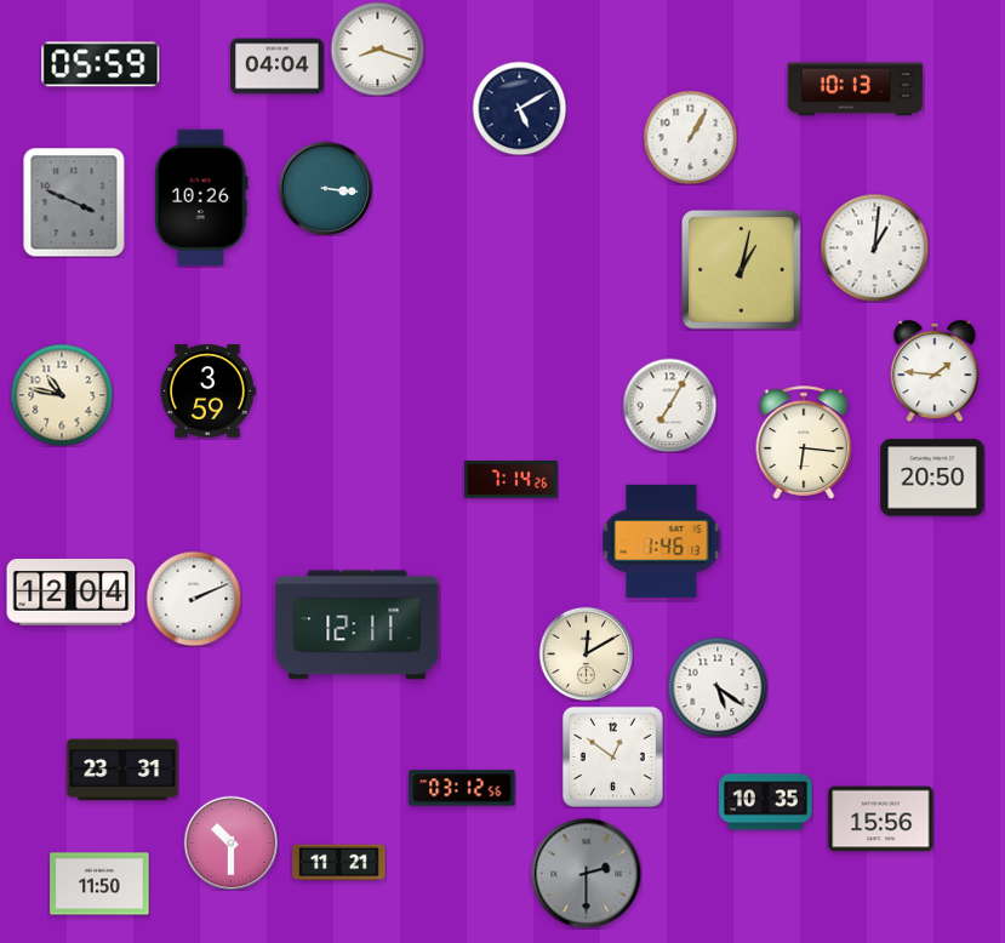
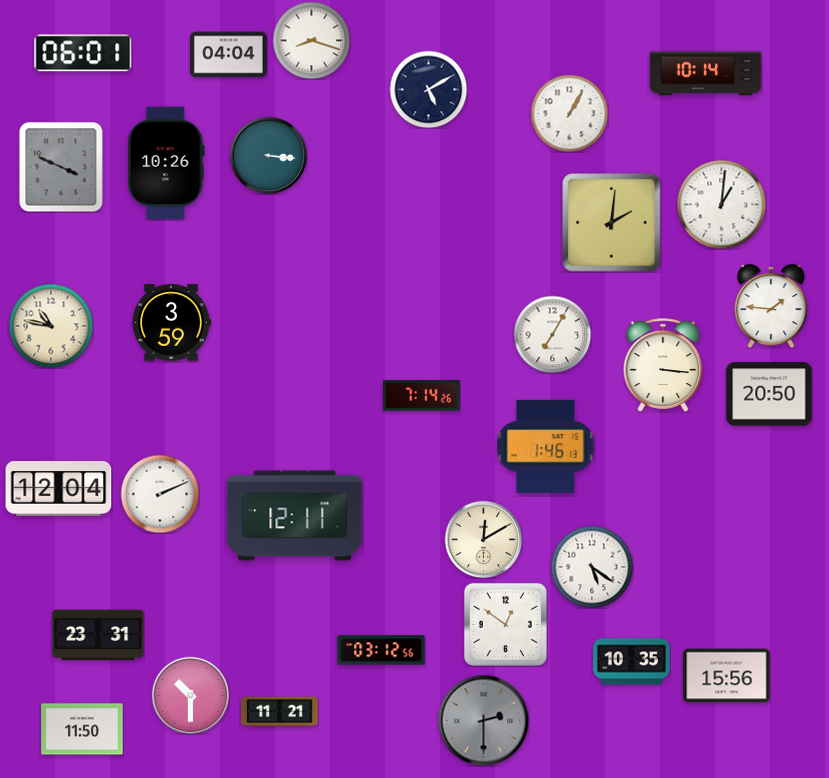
clock at (101, 64): 05:59 -> 06:01
clock at (856, 90): 10:13 -> 10:14
clock at (742, 270): 1:02 -> 2:01
clock at (804, 442): 6:16 -> 3:16
clock at (122, 770) position: (122, 770) -> (98, 635)
